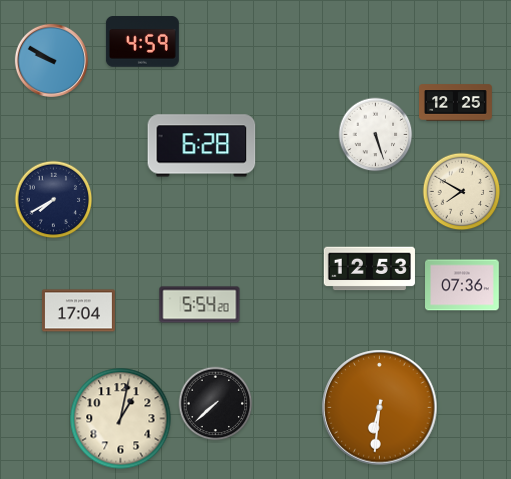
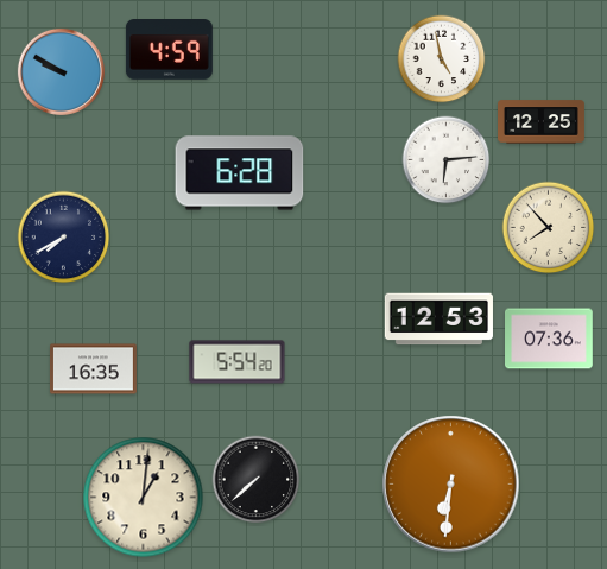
clock at (442, 59): none -> 4:58
clock at (376, 135): 5:27 -> 6:14
clock at (462, 192): 7:50 -> 7:53
clock at (78, 311): 17:04 -> 16:35
clock at (121, 419): 1:02 -> 1:01
